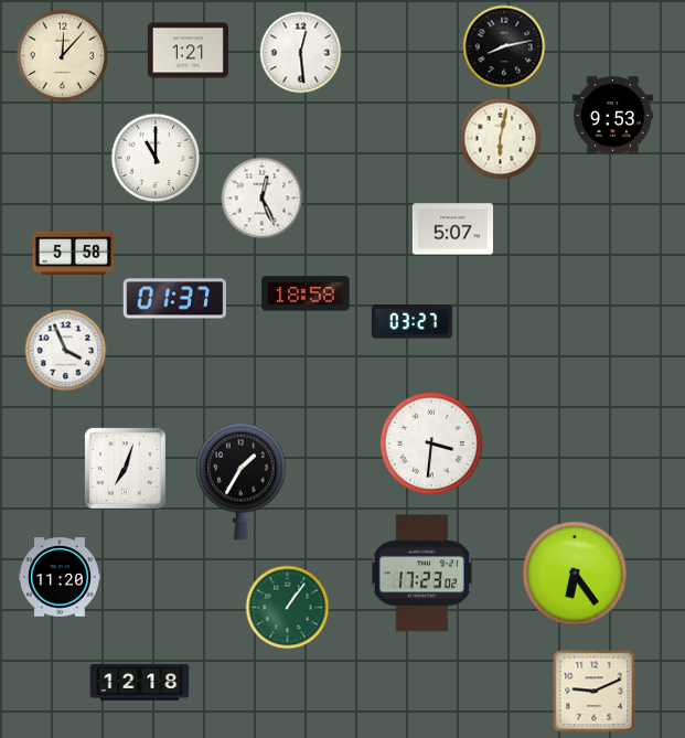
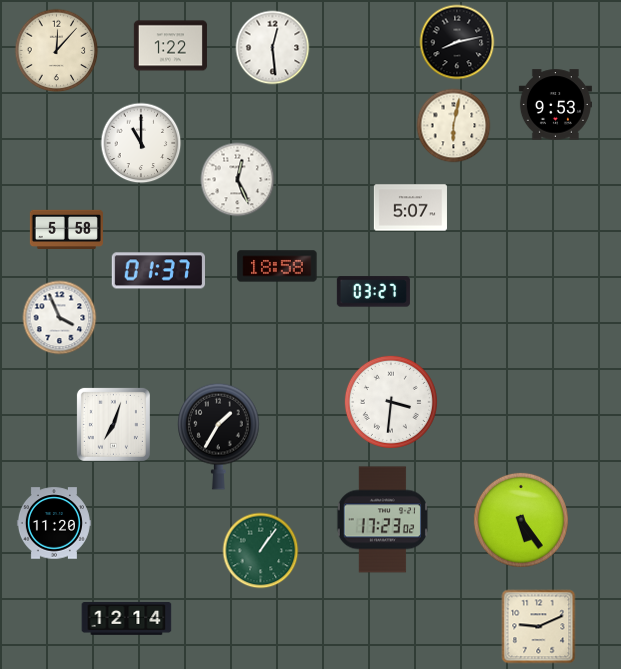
clock at (188, 51): 1:21 -> 1:22
clock at (575, 574): 6:24 -> 5:24
clock at (140, 683): 12:18 -> 12:14
